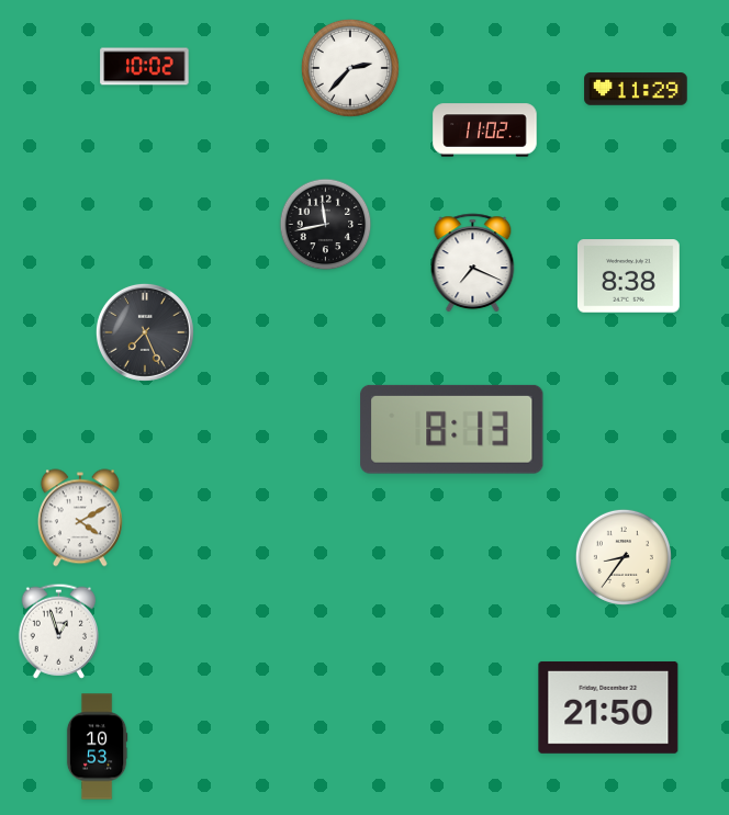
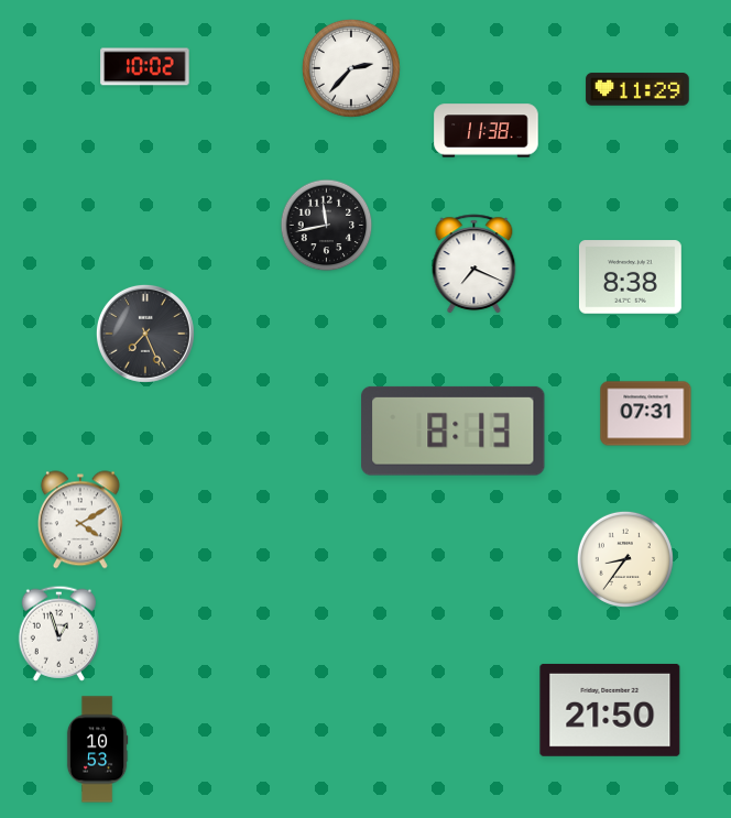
clock at (485, 131): 11:02 -> 11:38
clock at (646, 414): none -> 07:31
